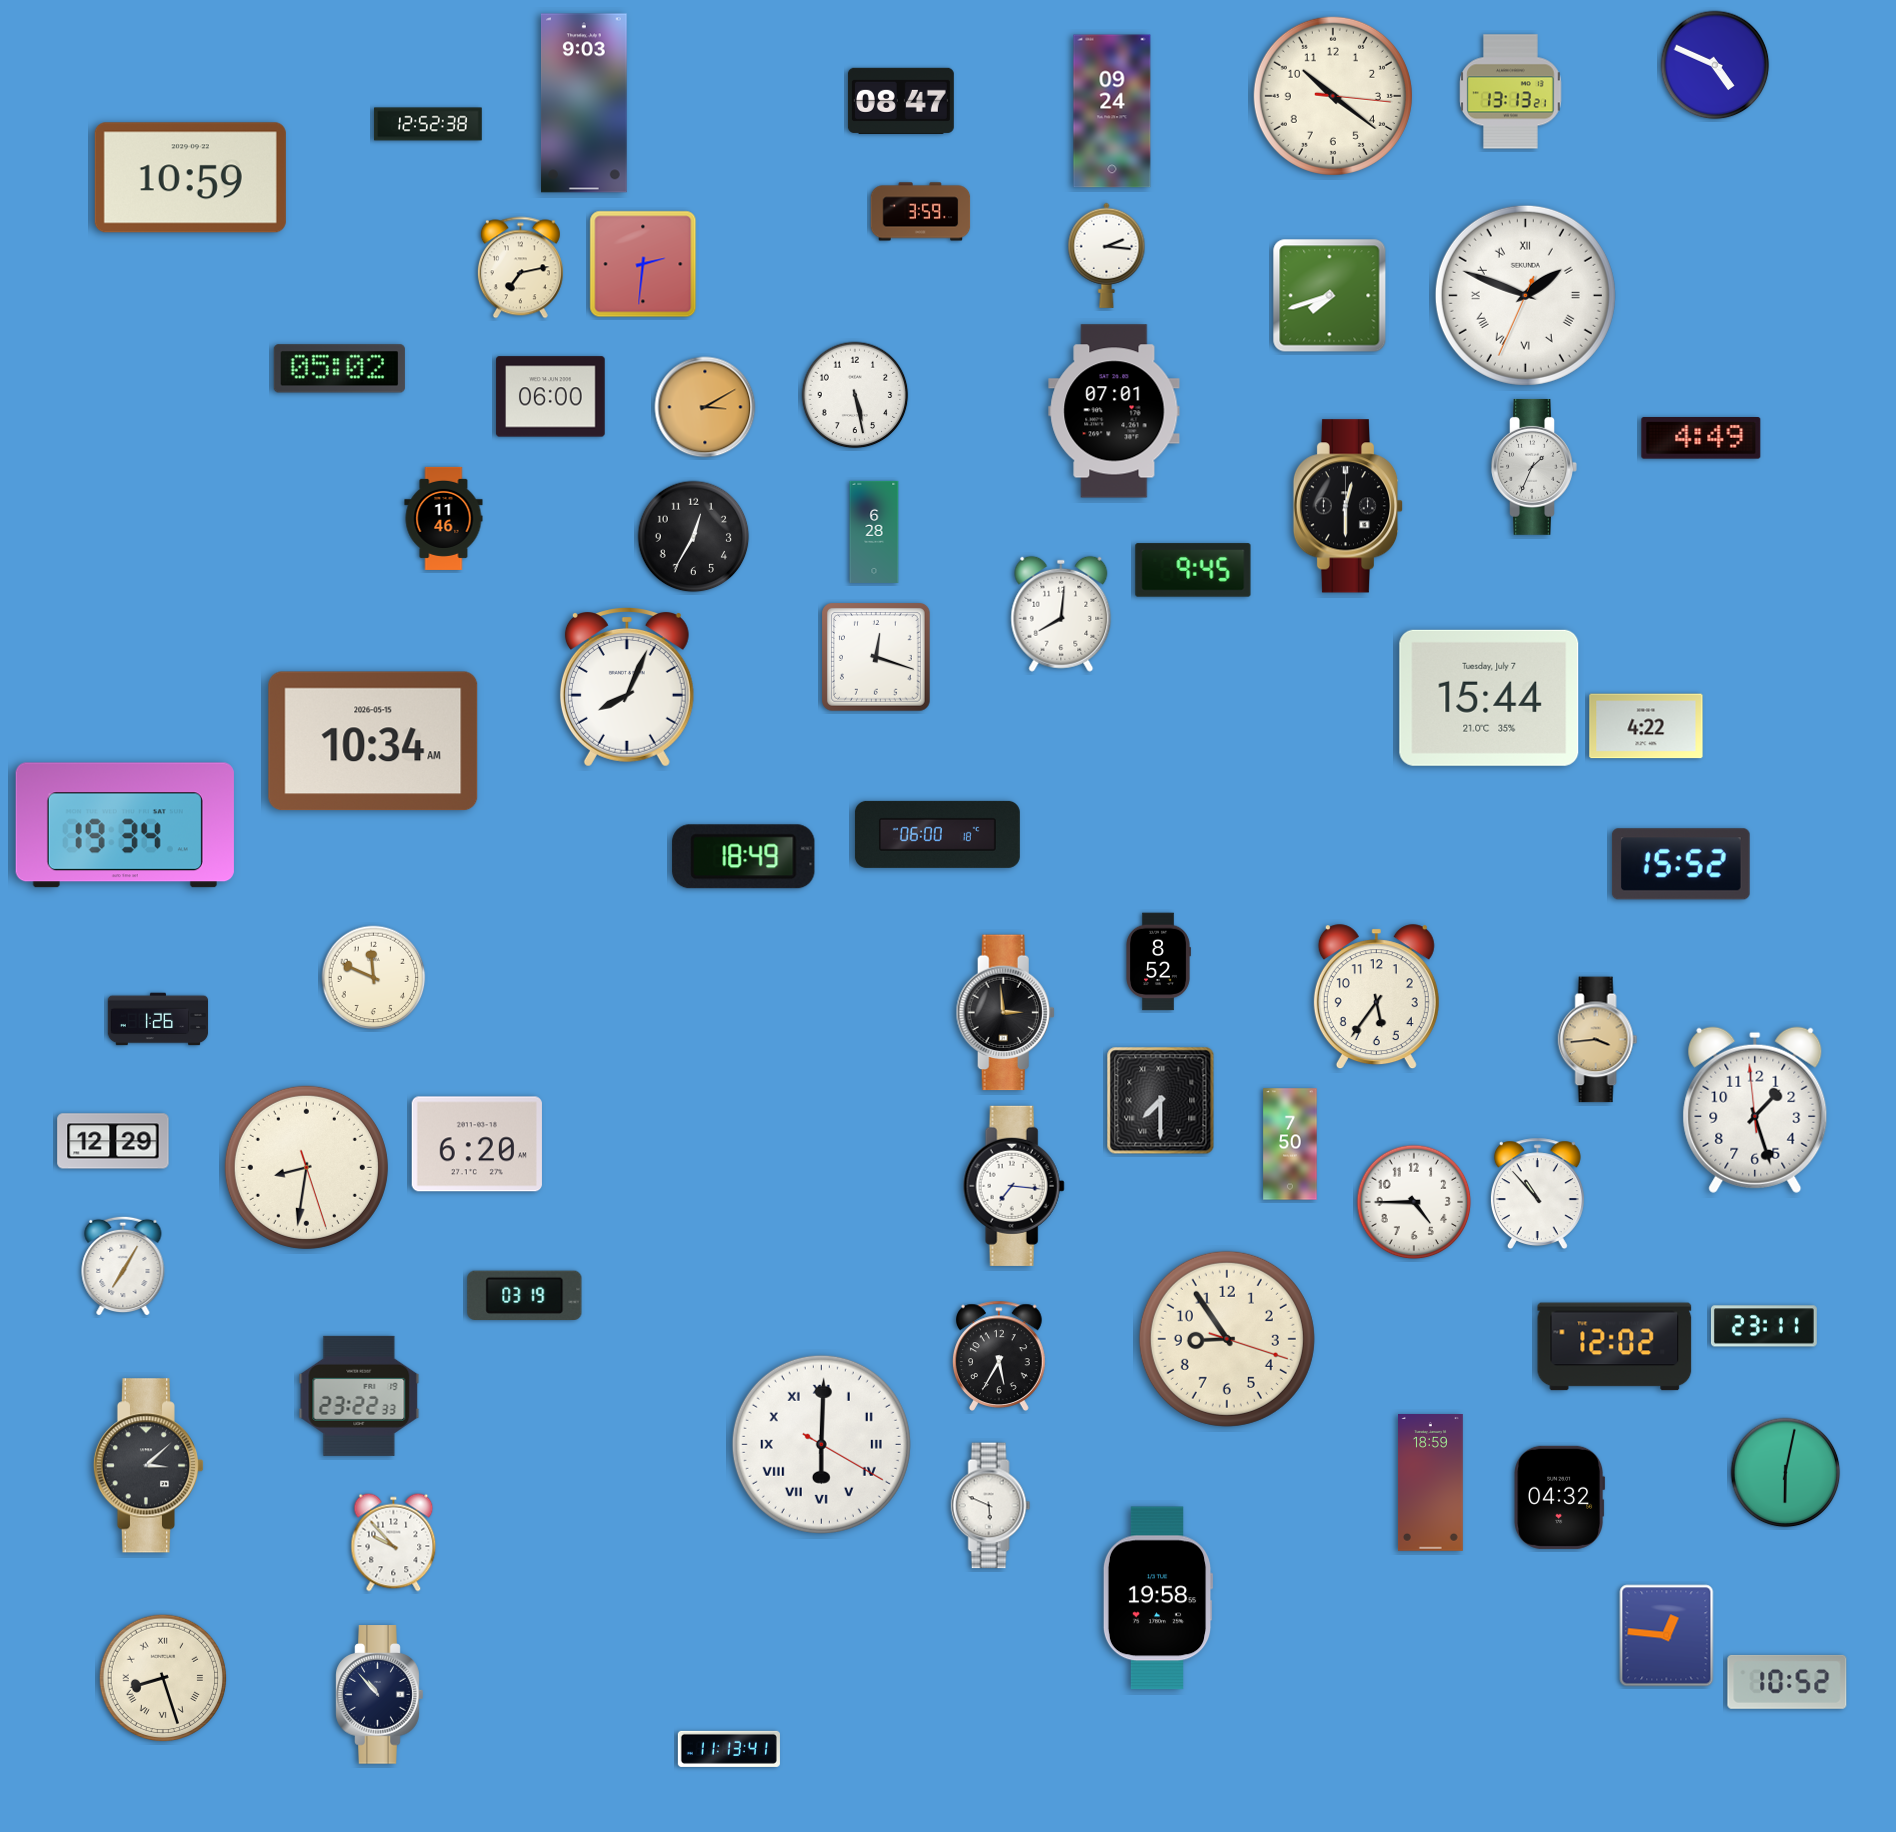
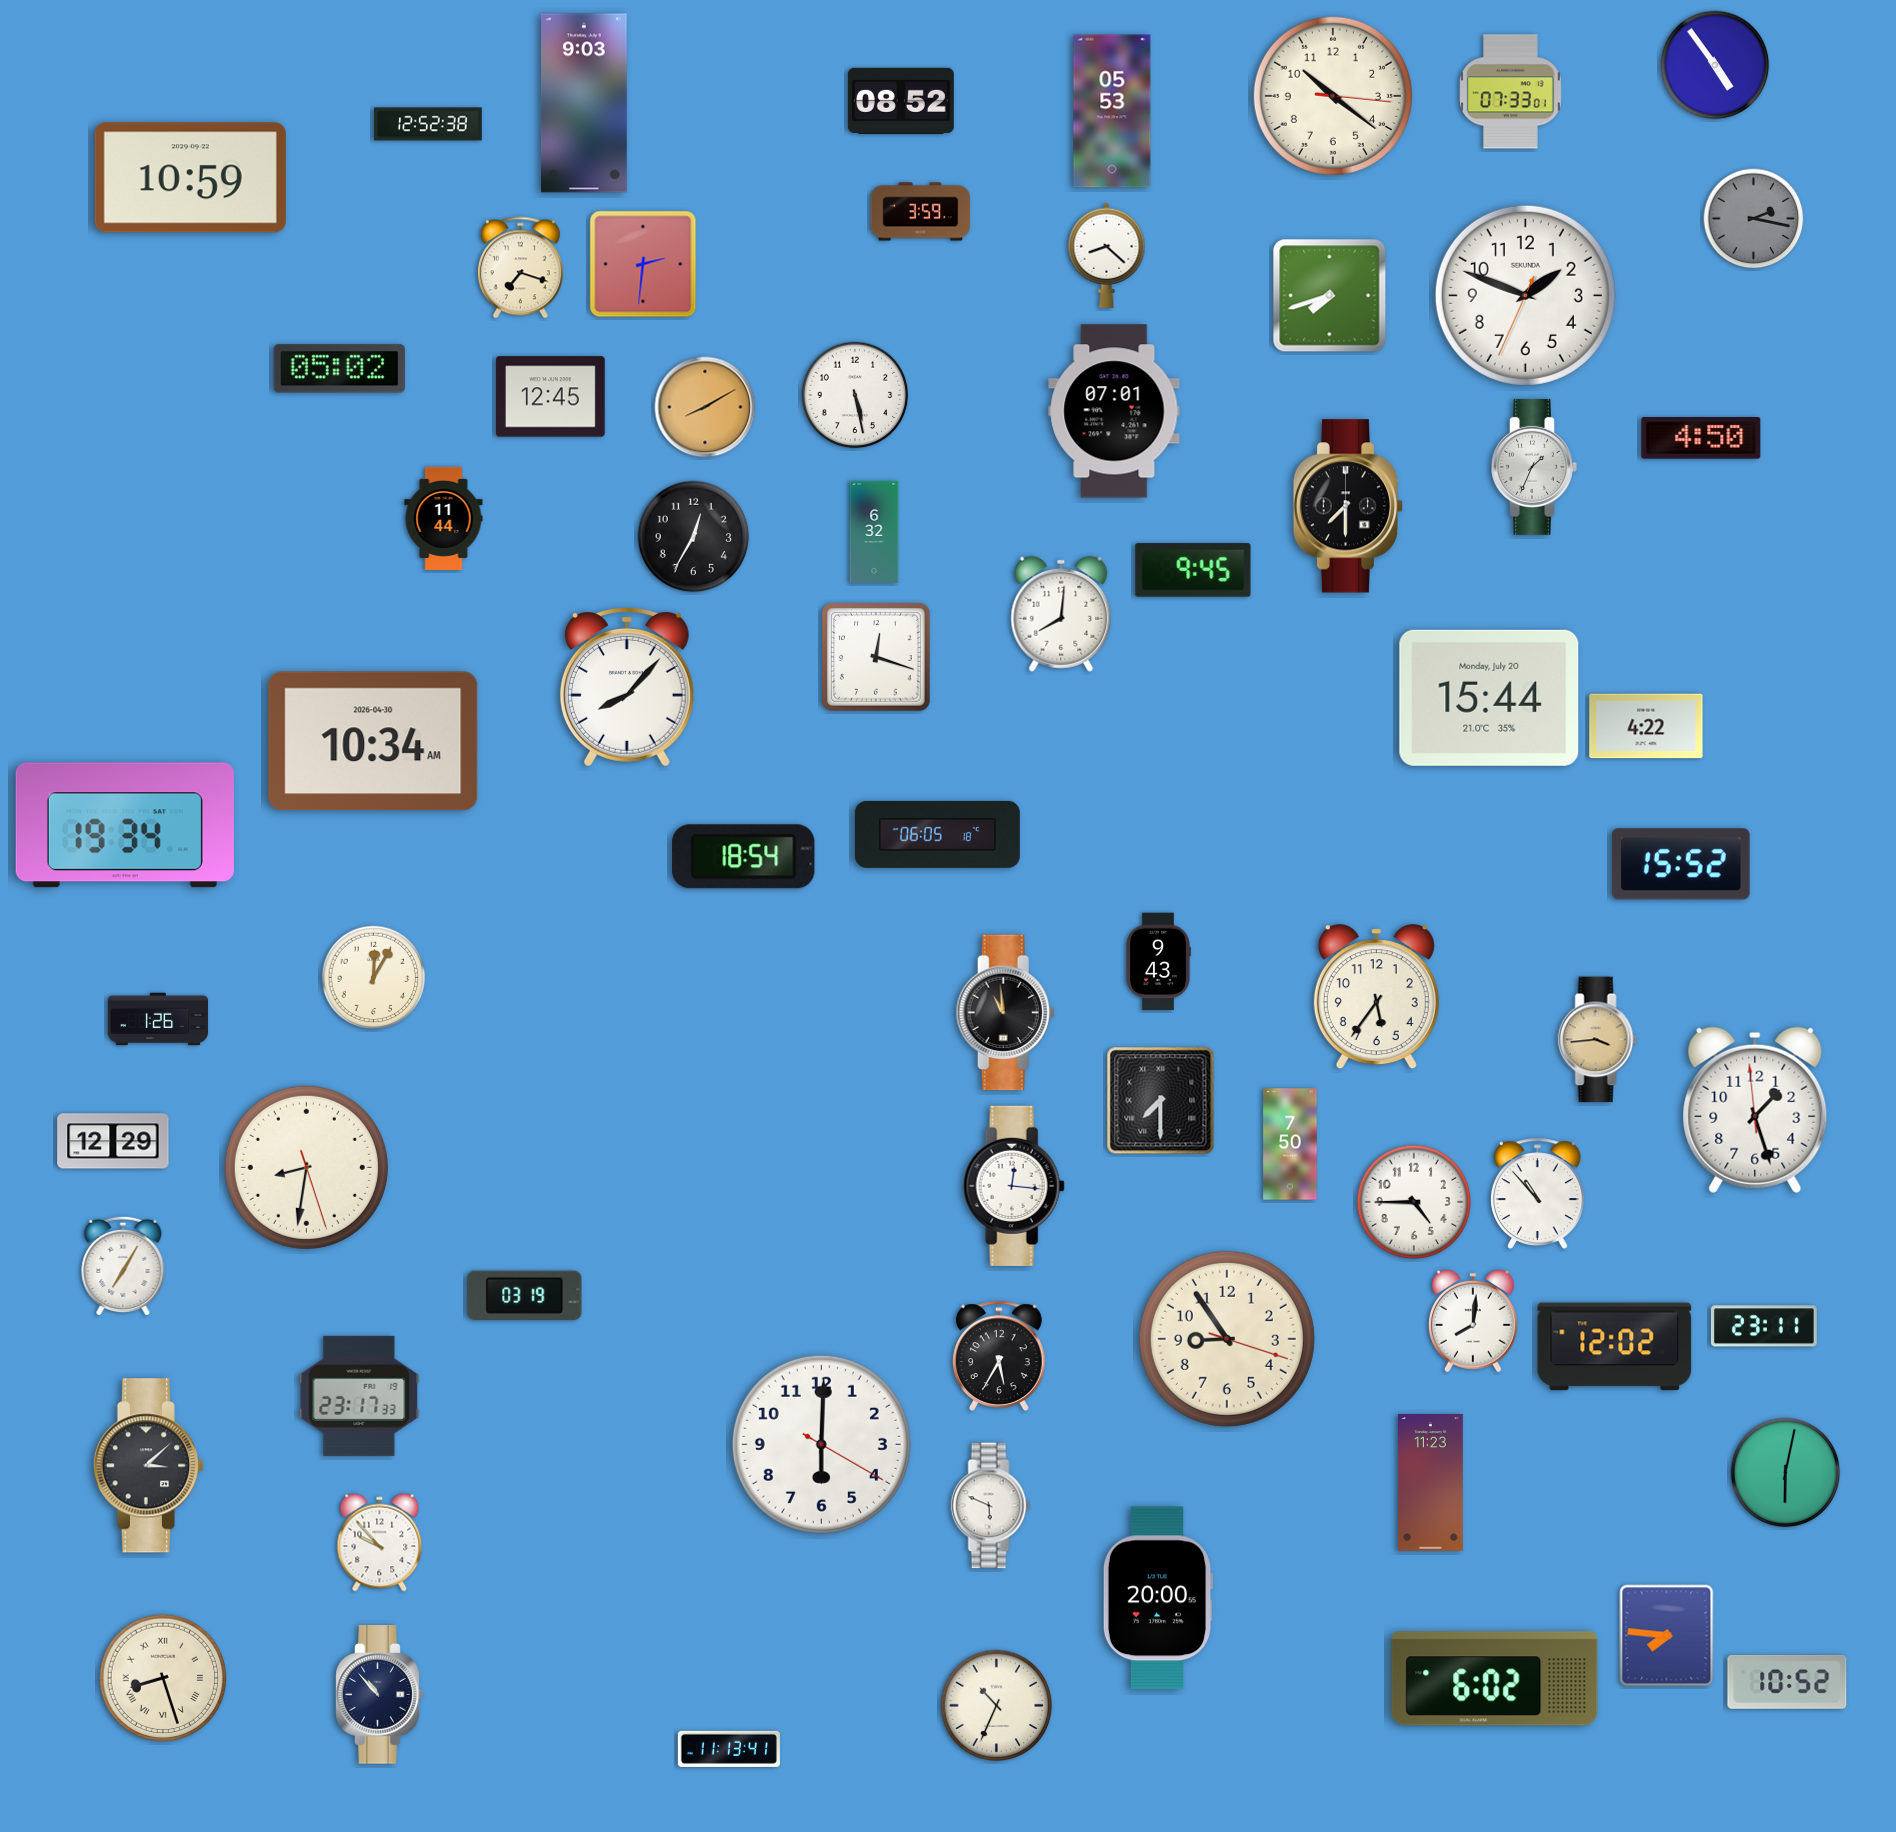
clock at (1715, 65): 4:49 -> 4:54
clock at (1511, 92): 13:13 -> 07:33
clock at (901, 101): 08:47 -> 08:52
clock at (1112, 111): 09:24 -> 05:53
clock at (1754, 219): none -> 2:17
clock at (1107, 255): 2:16 -> 8:22
clock at (520, 268): 7:13 -> 7:18
clock at (1525, 295) numerals: Roman -> Arabic
clock at (551, 397): 06:00 -> 12:45
clock at (705, 407): 3:10 -> 8:10
clock at (1701, 438): 4:49 -> 4:50
clock at (1348, 506): 12:30 -> 7:30
clock at (444, 518): 11:46 -> 11:44
clock at (874, 532): 6:28 -> 6:32
clock at (627, 688): 8:04 -> 8:07
clock at (1489, 698) date: Tuesday, July 7 -> Monday, July 20
clock at (373, 741) date: 2026-05-15 -> 2026-04-30
clock at (937, 834): 06:00 -> 06:05
clock at (744, 857): 18:49 -> 18:54
clock at (1158, 962): 8:52 -> 9:43
clock at (374, 978): 11:49 -> 12:05
clock at (1005, 1013): 2:59 -> 10:59
clock at (477, 1144): 6:20 -> none
clock at (1014, 1186): 7:16 -> 12:16
clock at (1473, 1321): none -> 8:01
clock at (359, 1396): 23:22 -> 23:17
clock at (821, 1444) numerals: Roman -> Arabic
clock at (1431, 1483): 18:59 -> 11:23
clock at (1560, 1497): 04:32 -> none
clock at (394, 1543) position: (394, 1543) -> (380, 1543)
clock at (1158, 1598): 19:58 -> 20:00
clock at (1667, 1636): 12:46 -> 7:46
clock at (1495, 1679): none -> 6:02
clock at (997, 1706): none -> 10:34
